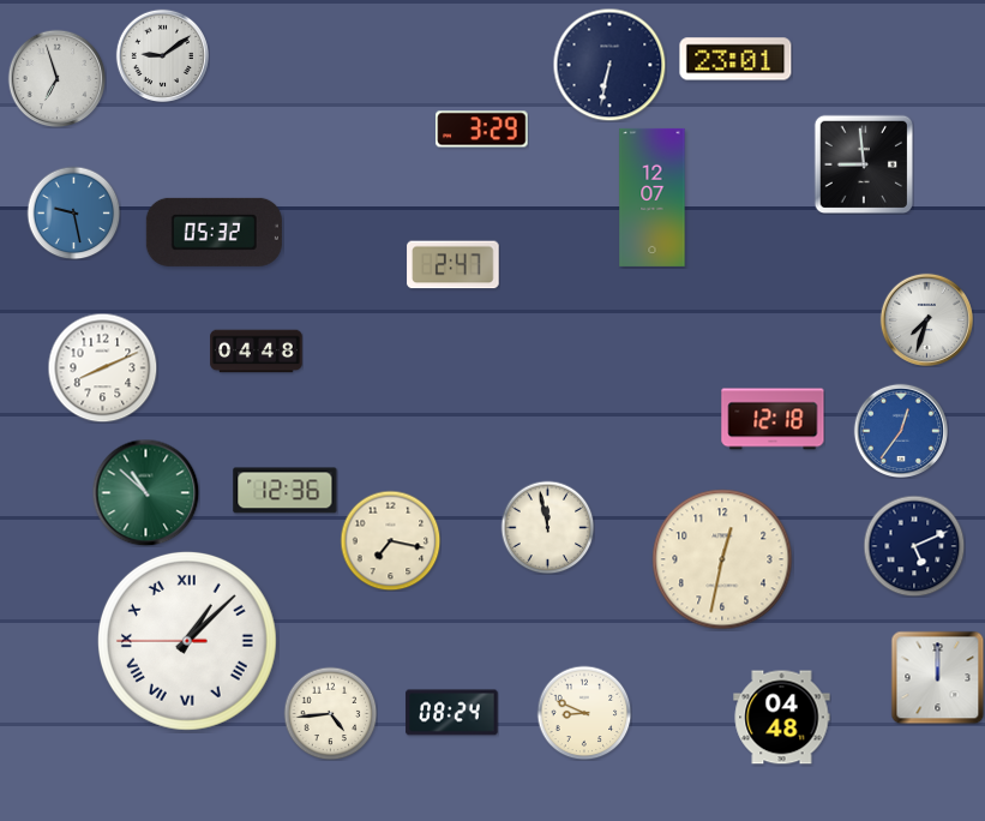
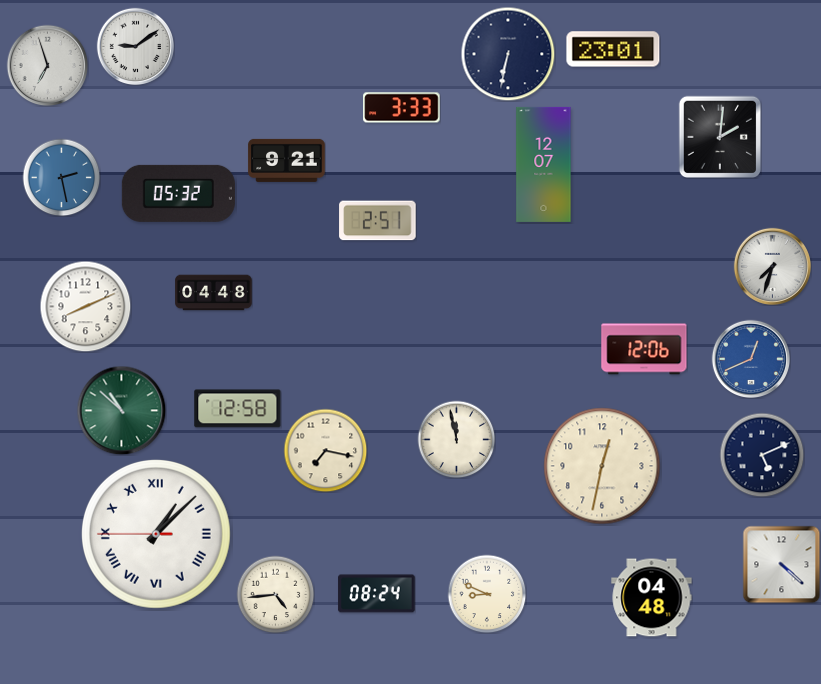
clock at (482, 130): 3:29 -> 3:33
clock at (863, 163): 8:59 -> 2:01
clock at (287, 160): none -> 9:21
clock at (73, 212): 9:28 -> 2:28
clock at (454, 265): 2:47 -> 2:51
clock at (773, 419): 12:18 -> 12:06
clock at (900, 430): 12:36 -> 12:41
clock at (286, 491): 12:36 -> 12:58
clock at (937, 677): 12:00 -> 4:22
